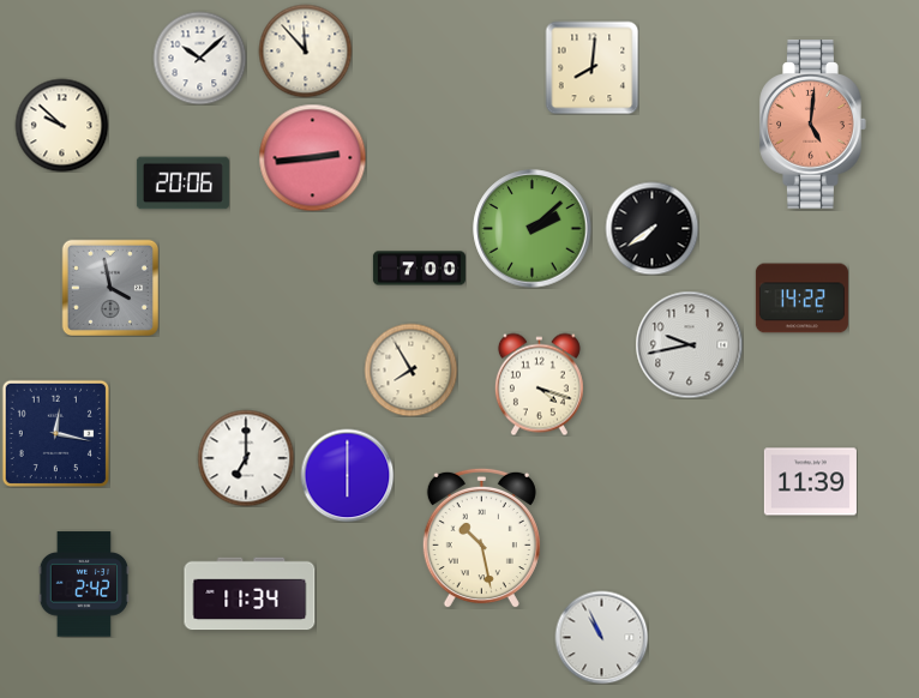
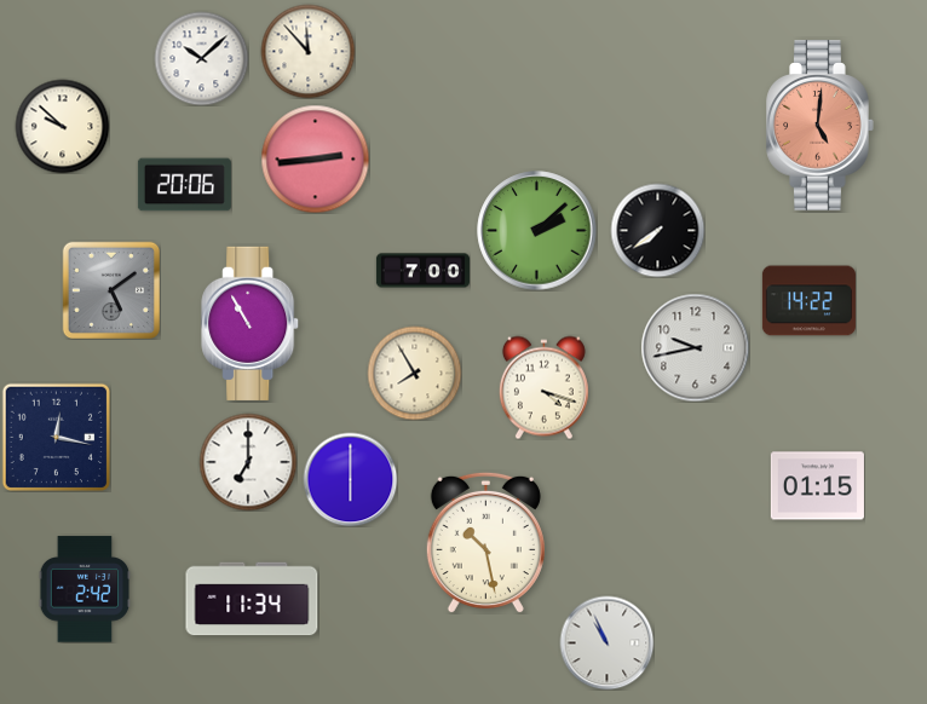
clock at (591, 67): 8:01 -> none
clock at (109, 287): 3:58 -> 5:09
clock at (251, 323): none -> 10:55
clock at (810, 482): 11:39 -> 01:15
